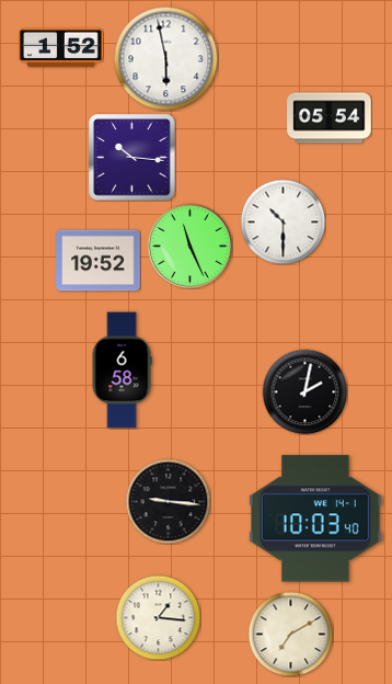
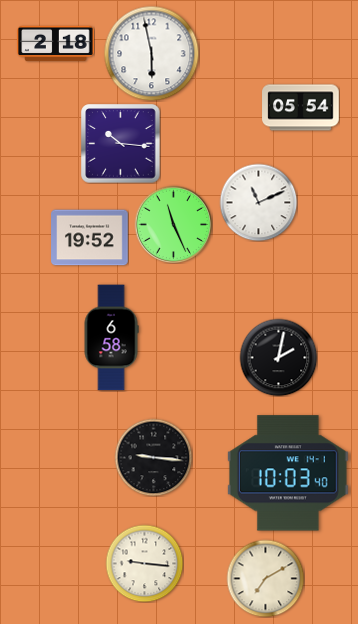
clock at (61, 48): 1:52 -> 2:18
clock at (283, 221): 10:30 -> 11:11
clock at (158, 617): 1:16 -> 9:16
